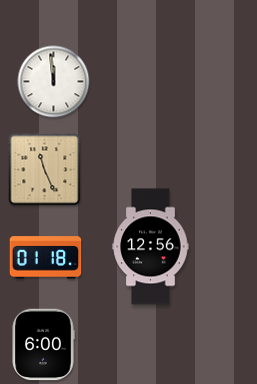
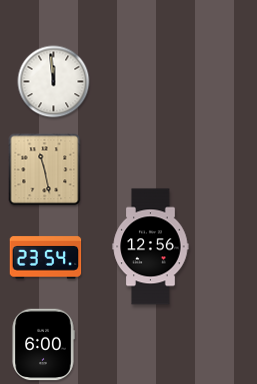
clock at (45, 170): 11:26 -> 11:28
clock at (46, 258): 01:18 -> 23:54
